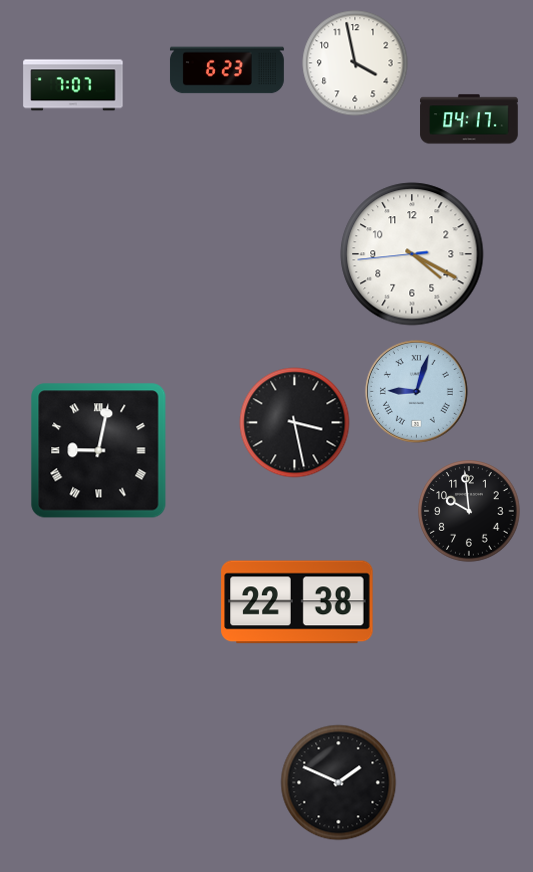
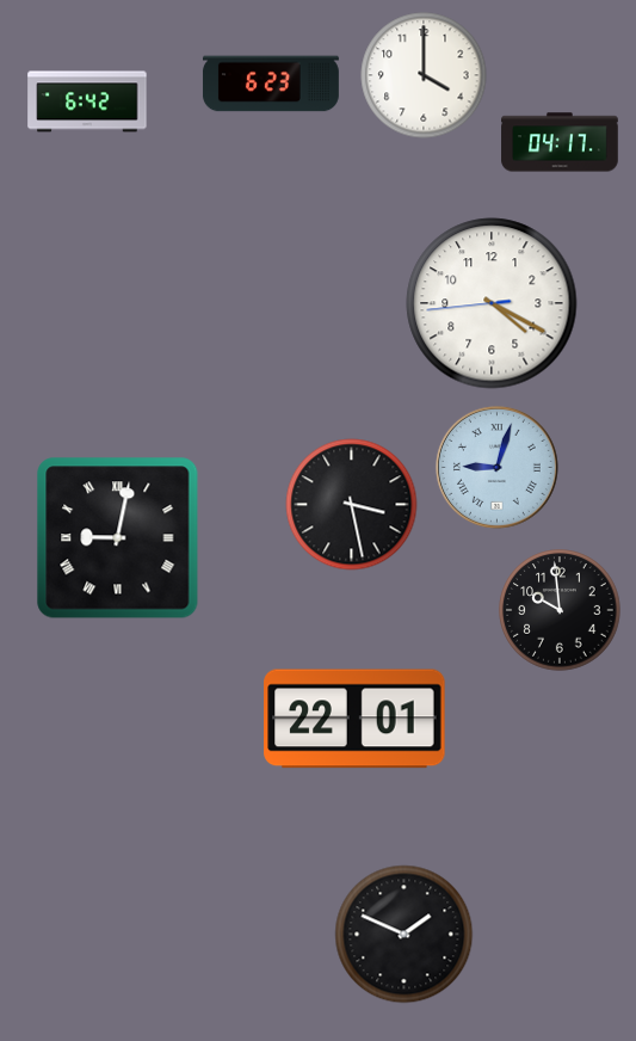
clock at (355, 63): 3:58 -> 4:00
clock at (73, 85): 7:07 -> 6:42
clock at (297, 602): 22:38 -> 22:01
